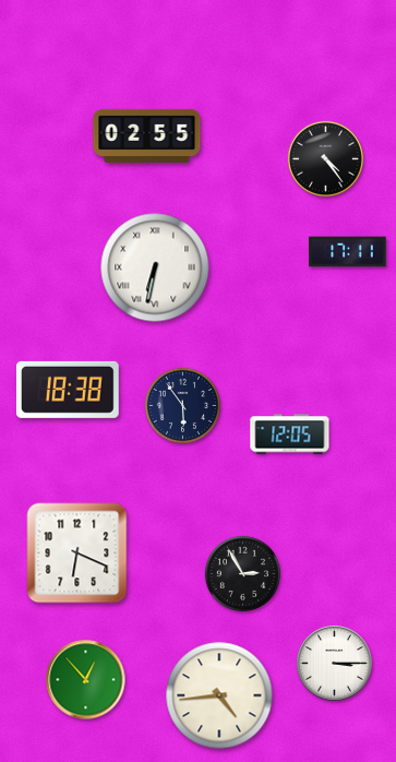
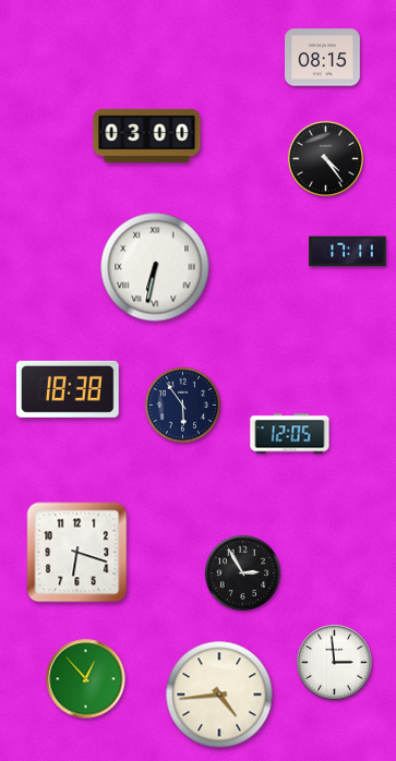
clock at (323, 58): none -> 08:15
clock at (147, 135): 02:55 -> 03:00
clock at (77, 553): 6:19 -> 6:18
clock at (335, 664): 3:15 -> 2:59
